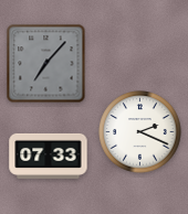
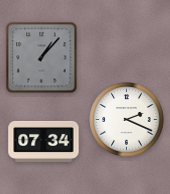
clock at (46, 64): 7:07 -> 1:07
clock at (49, 156): 07:33 -> 07:34
